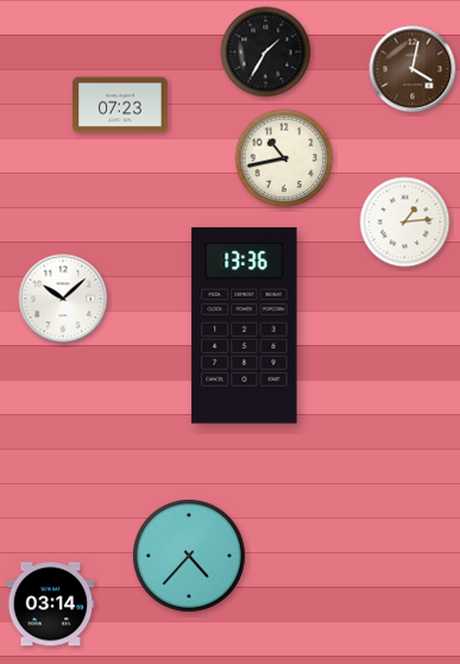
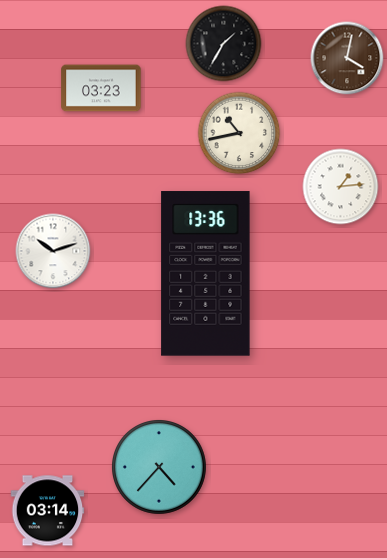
clock at (120, 105): 07:23 -> 03:23
clock at (63, 299): 10:08 -> 10:12
clock at (51, 605) position: (51, 605) -> (48, 511)
